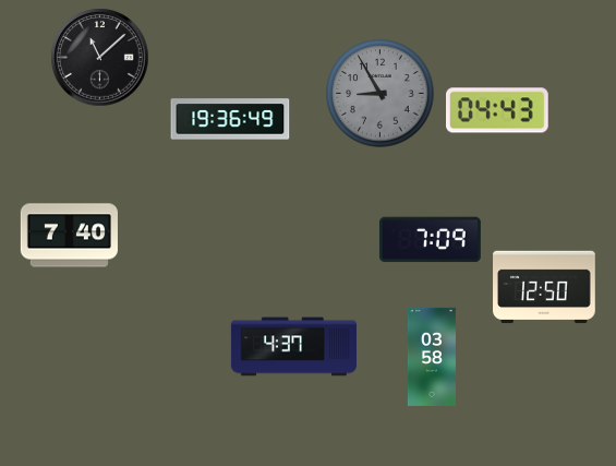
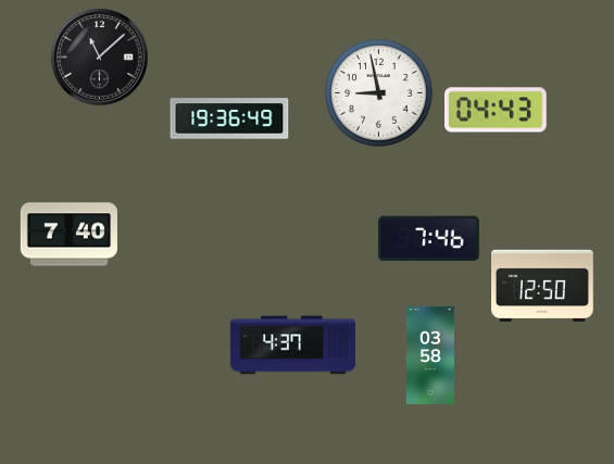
clock at (381, 94): 8:55 -> 8:58
clock at (381, 94) dial: grey -> white
clock at (430, 240): 7:09 -> 7:46
